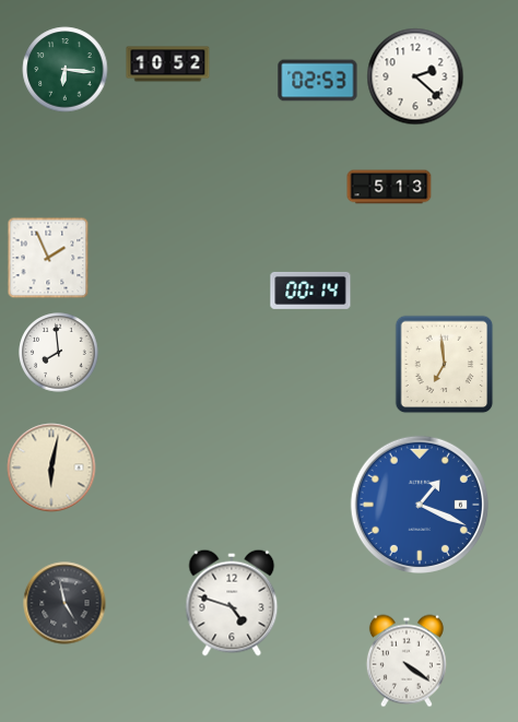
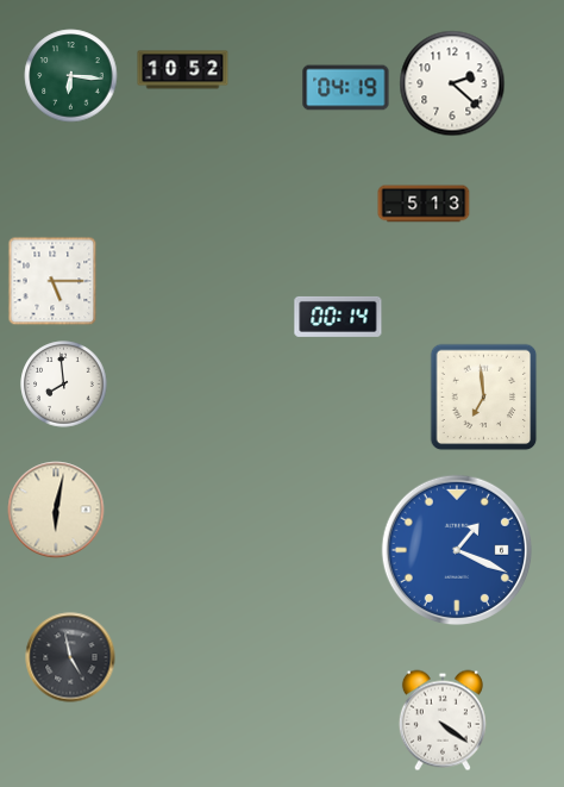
clock at (318, 81): 02:53 -> 04:19
clock at (48, 258): 1:56 -> 5:15
clock at (232, 603): 4:48 -> none
